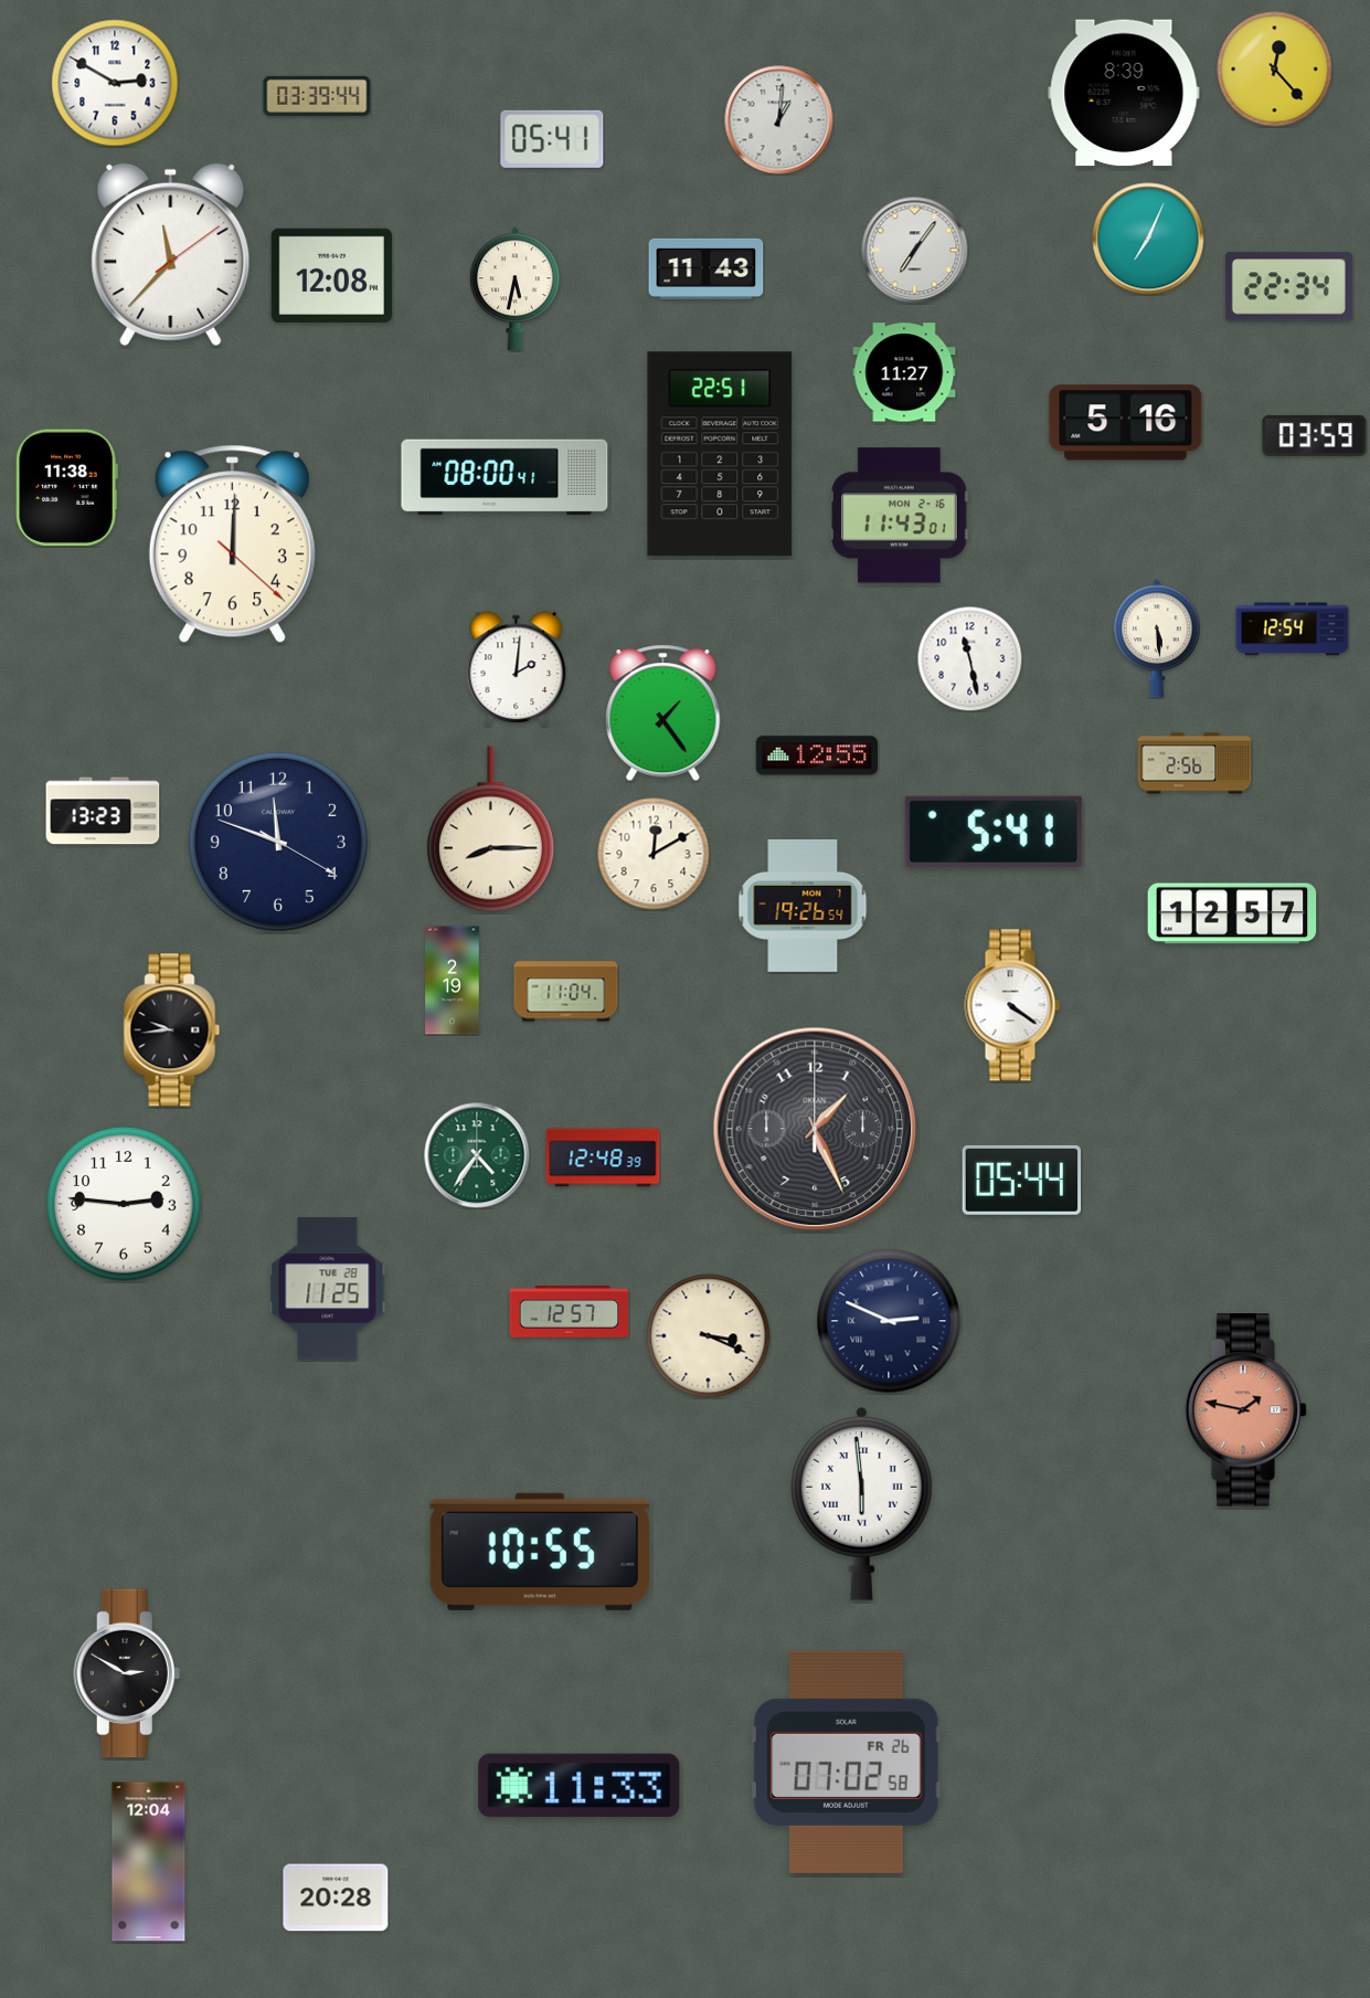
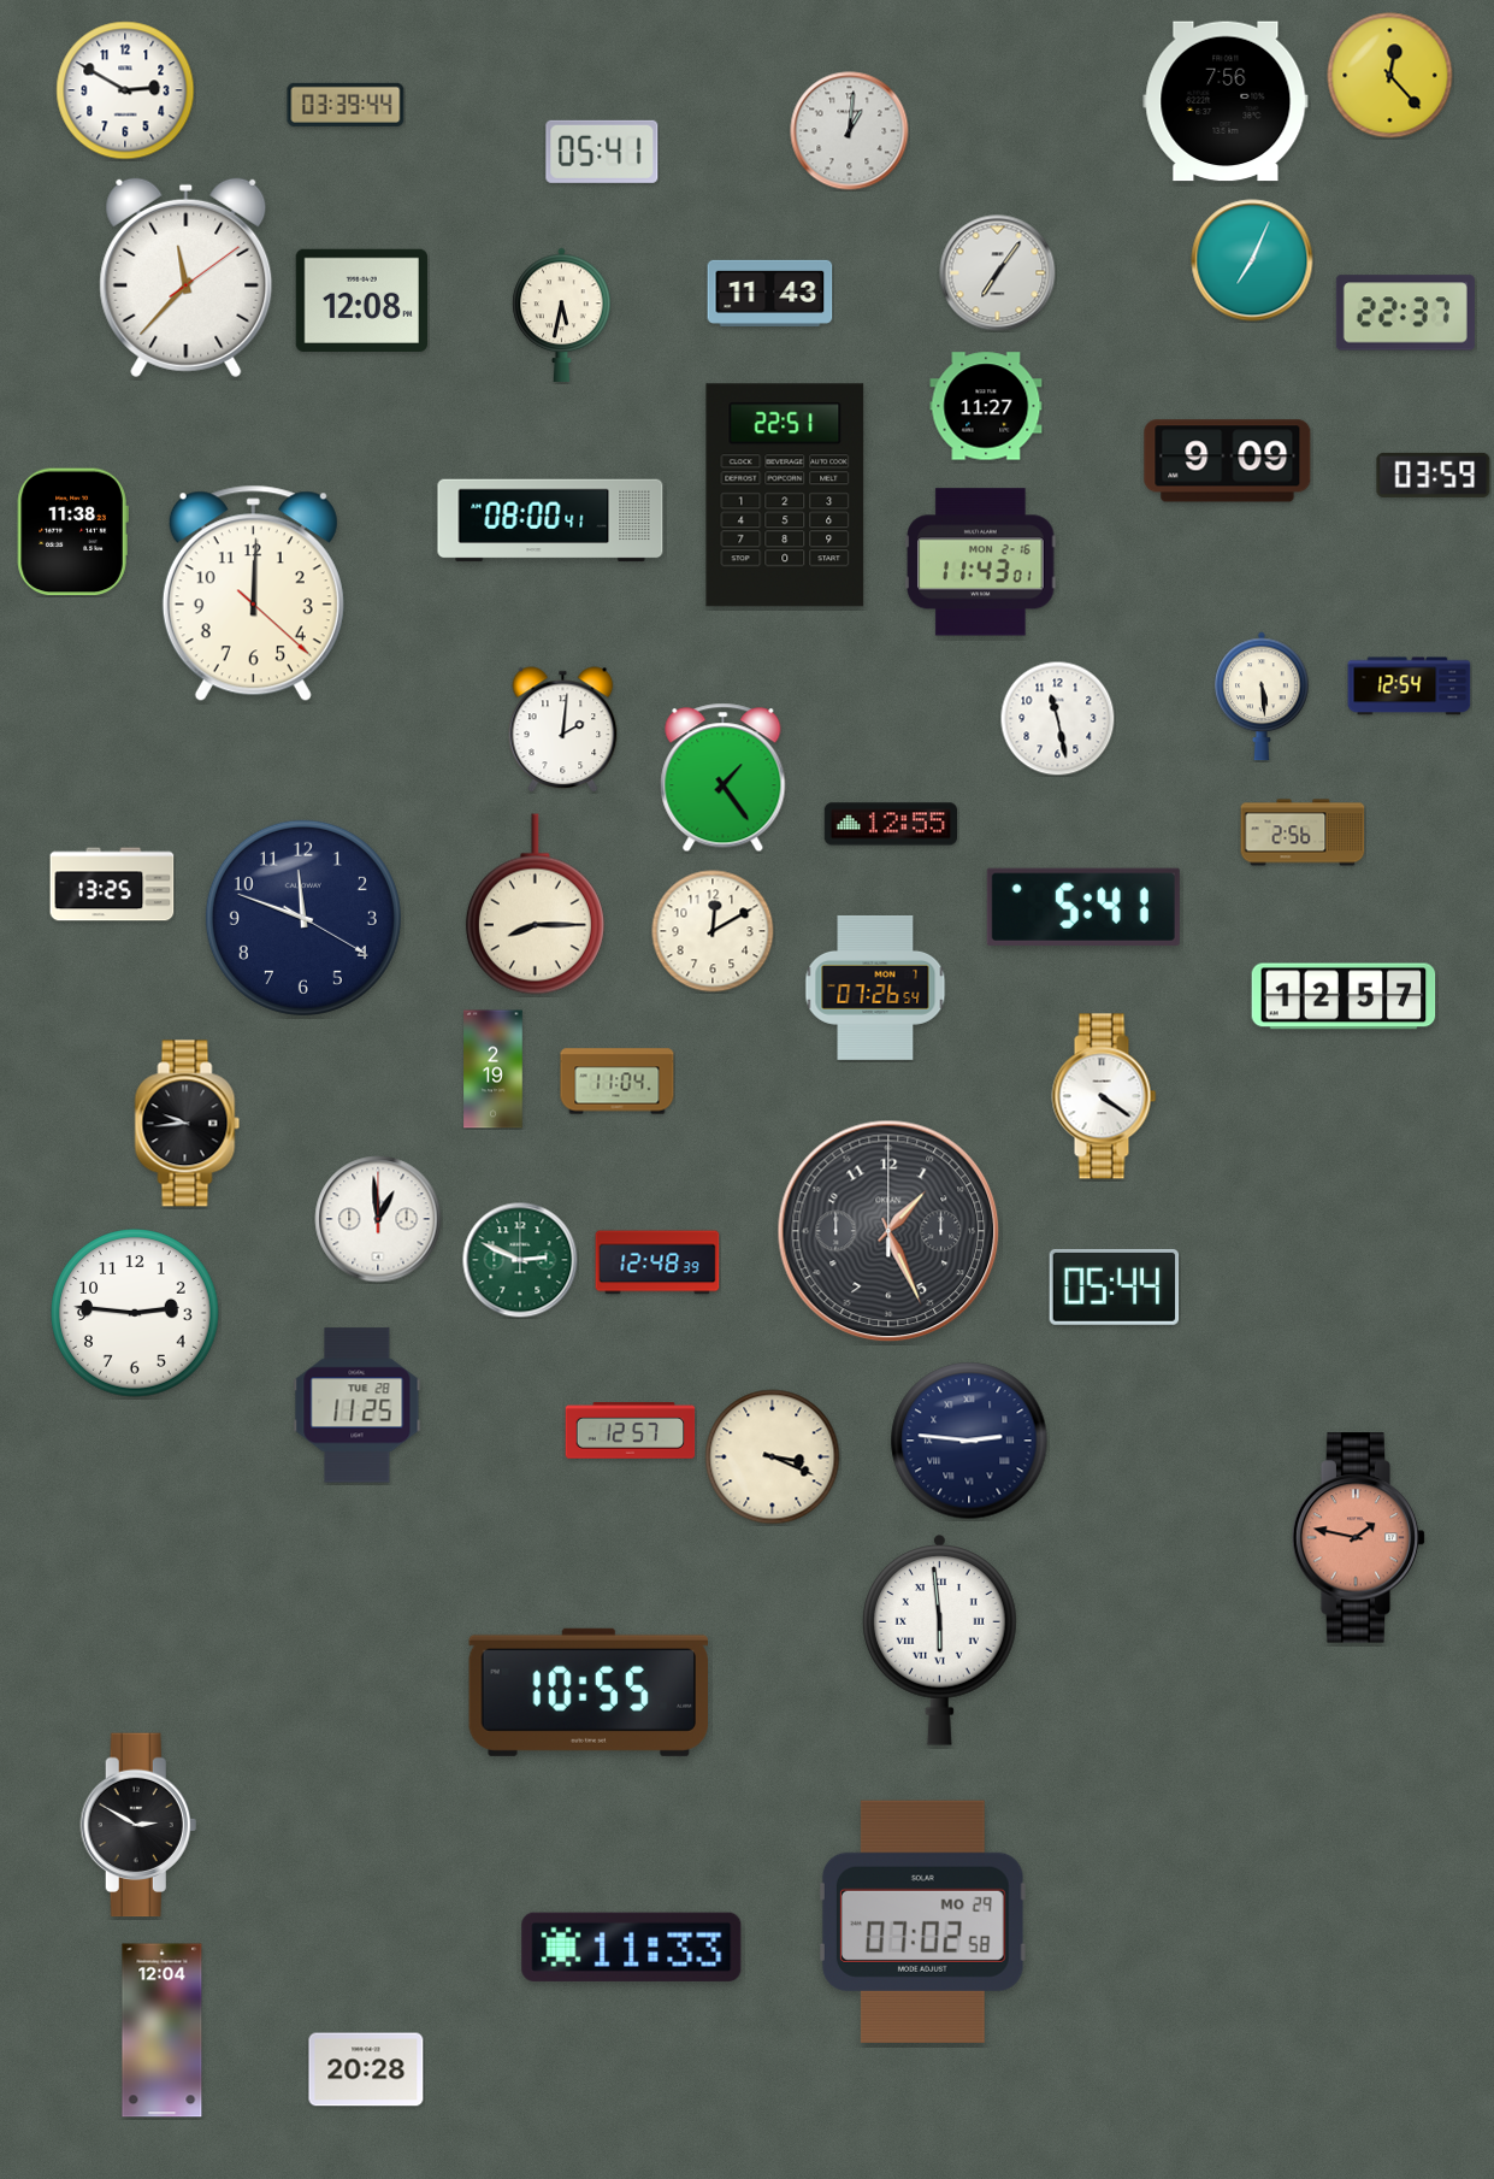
clock at (1124, 93): 8:39 -> 7:56
clock at (1288, 287): 22:34 -> 22:37
clock at (1126, 423): 5:16 -> 9:09
clock at (103, 811): 13:23 -> 13:25
clock at (803, 906): 19:26 -> 07:26
clock at (378, 1219): none -> 12:59
clock at (477, 1155): 4:36 -> 2:49
clock at (570, 1312) position: (570, 1312) -> (631, 1431)
clock at (889, 1321): 2:49 -> 2:46
clock at (846, 1762) date: FR 26 -> MO 29
